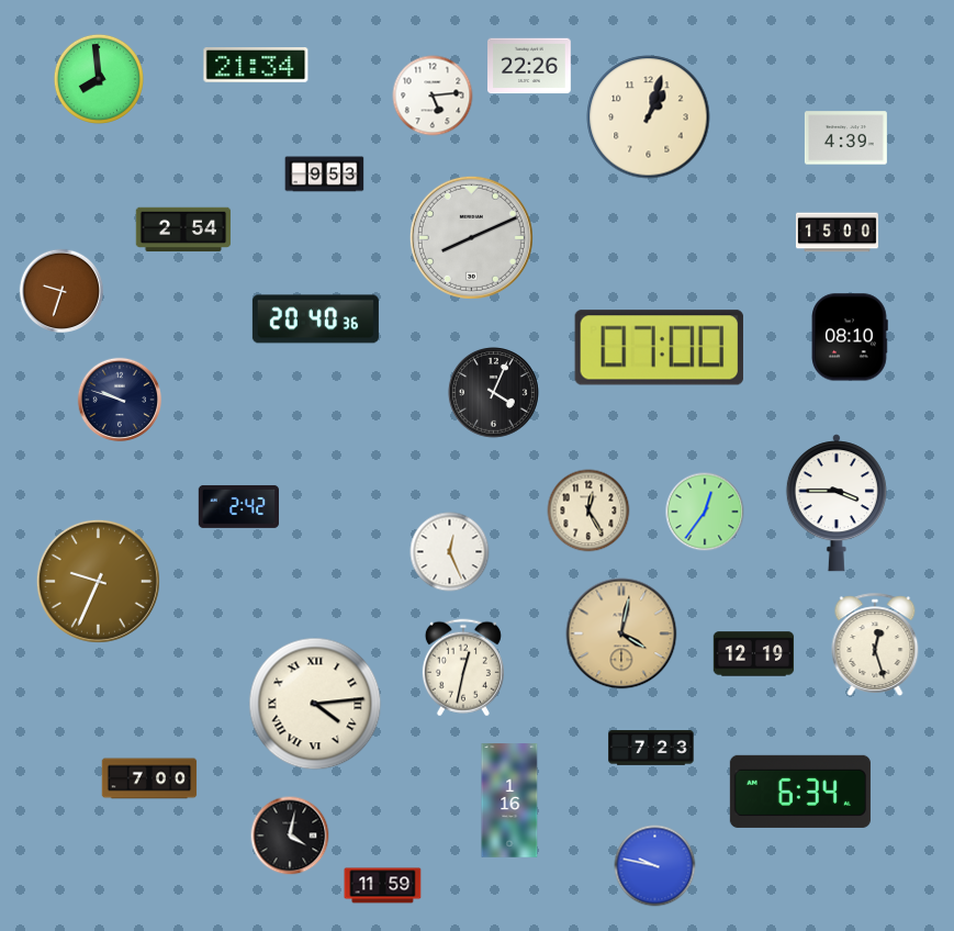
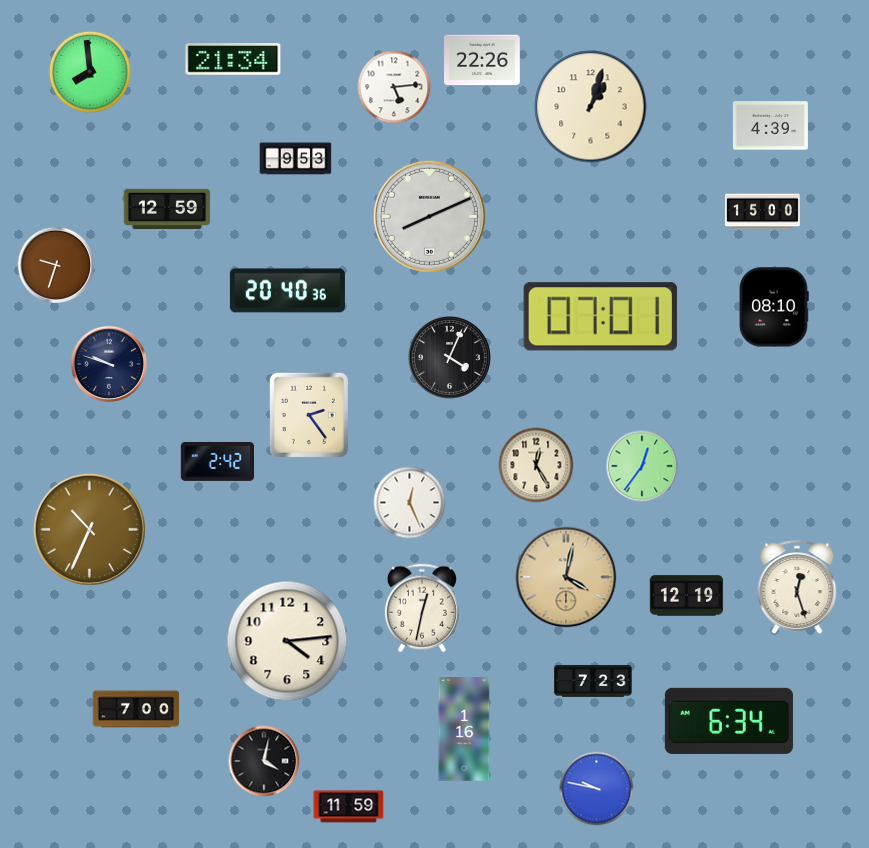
clock at (183, 229): 2:54 -> 12:59
clock at (659, 348): 07:00 -> 07:01
clock at (309, 415): none -> 2:24
clock at (837, 503): 3:45 -> none
clock at (98, 581): 9:34 -> 10:34
clock at (315, 704) numerals: Roman -> Arabic
